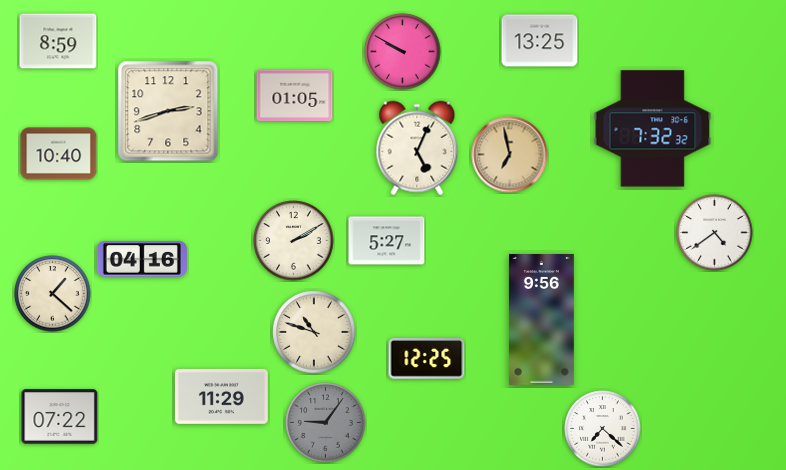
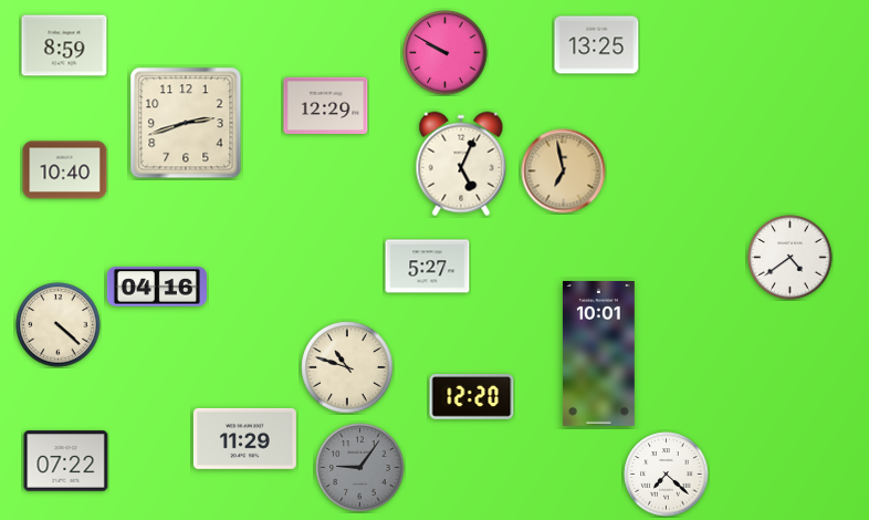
clock at (403, 52) position: (403, 52) -> (446, 53)
clock at (295, 96): 01:05 -> 12:29
clock at (653, 129): 7:32 -> none
clock at (294, 241): 2:10 -> none
clock at (53, 294): 1:22 -> 4:22
clock at (541, 319): 9:56 -> 10:01
clock at (427, 359): 12:25 -> 12:20
